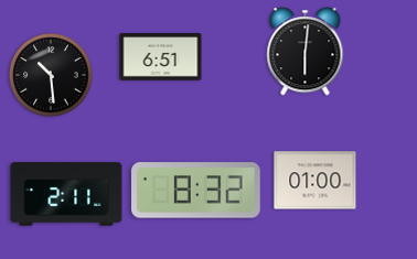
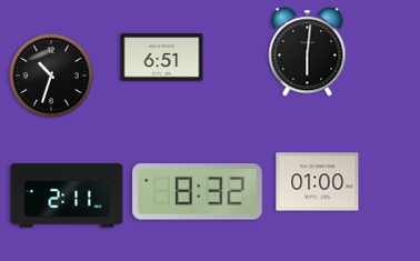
clock at (51, 75): 10:29 -> 10:33
